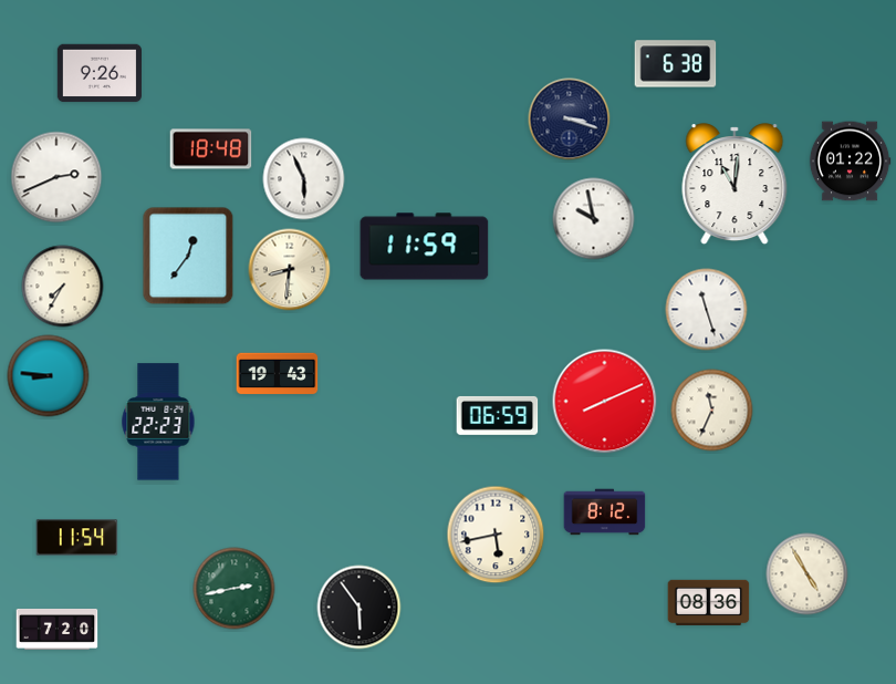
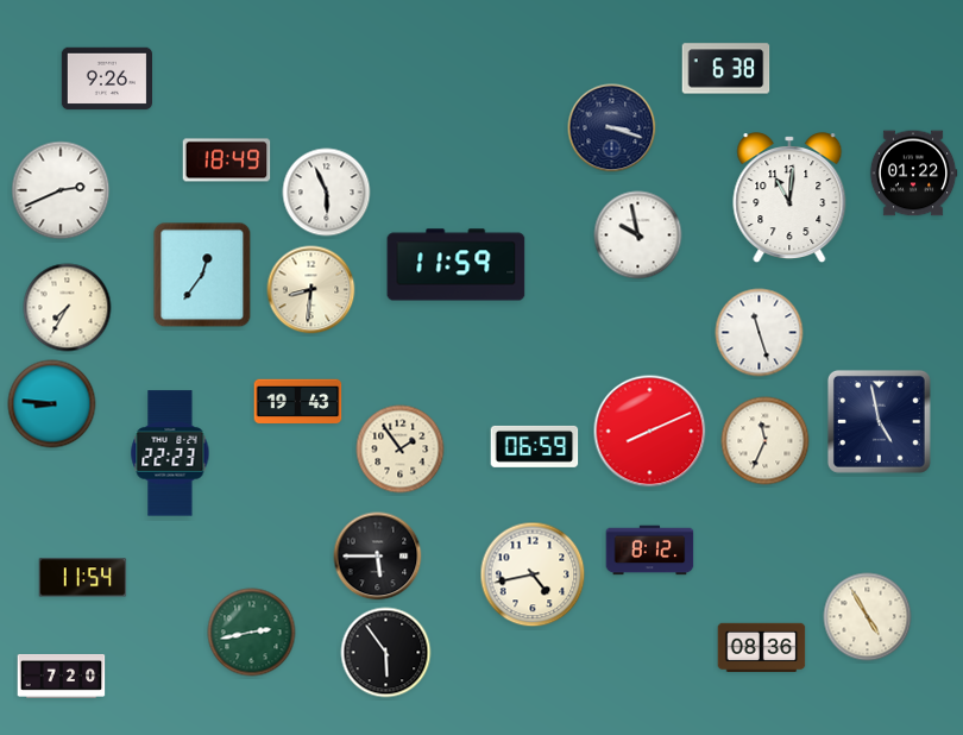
clock at (211, 149): 18:48 -> 18:49
clock at (879, 421): none -> 4:58
clock at (401, 450): none -> 1:54
clock at (378, 557): none -> 5:45
clock at (496, 535): 5:43 -> 4:43
